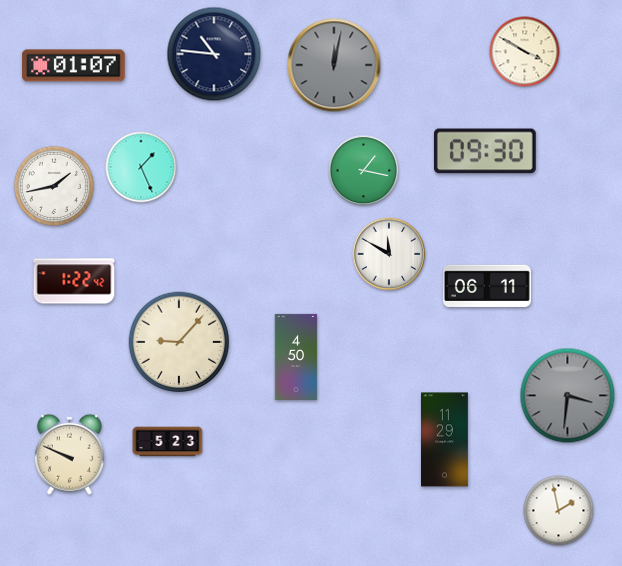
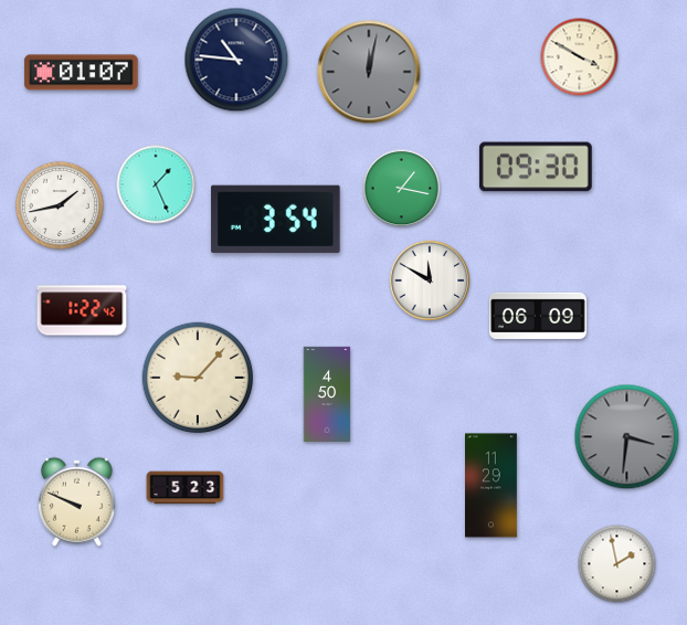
clock at (276, 219): none -> 3:54
clock at (487, 286): 06:11 -> 06:09
